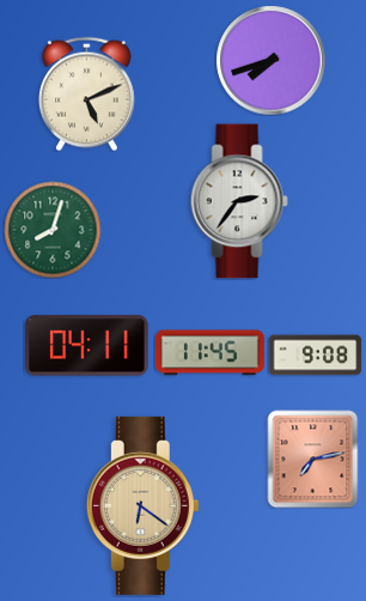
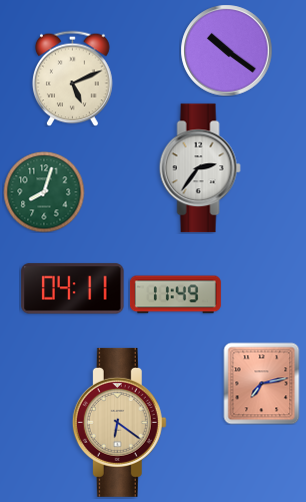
clock at (270, 60): 7:42 -> 10:21
clock at (209, 353): 11:45 -> 11:49
clock at (315, 356): 9:08 -> none
